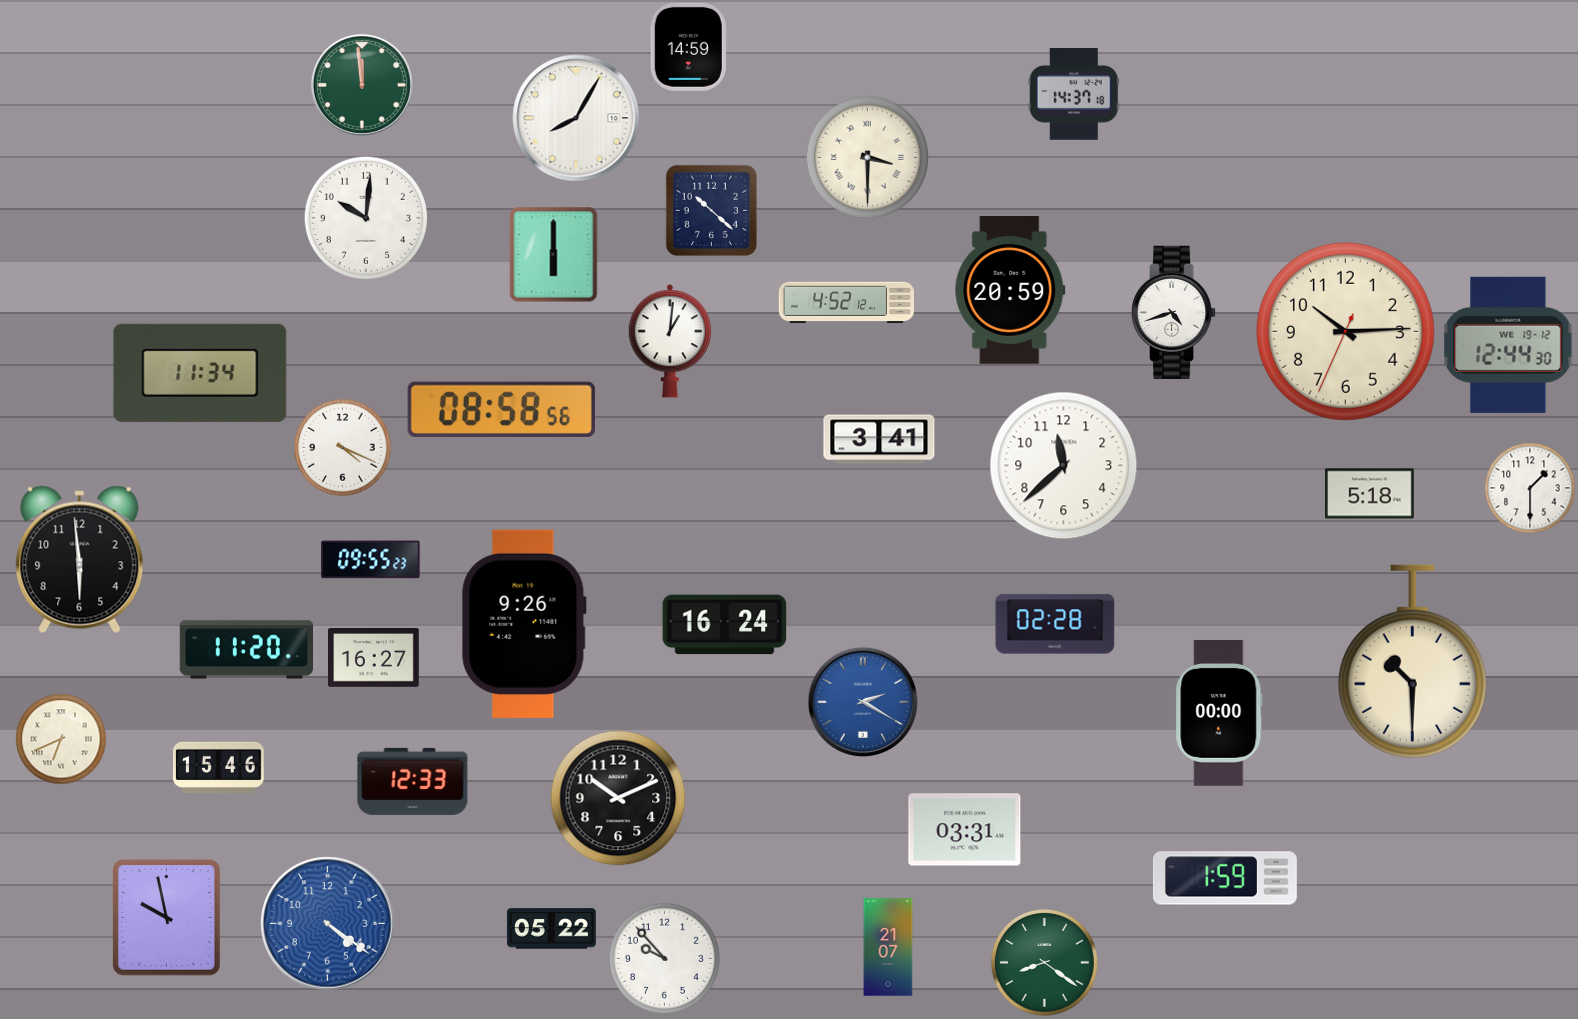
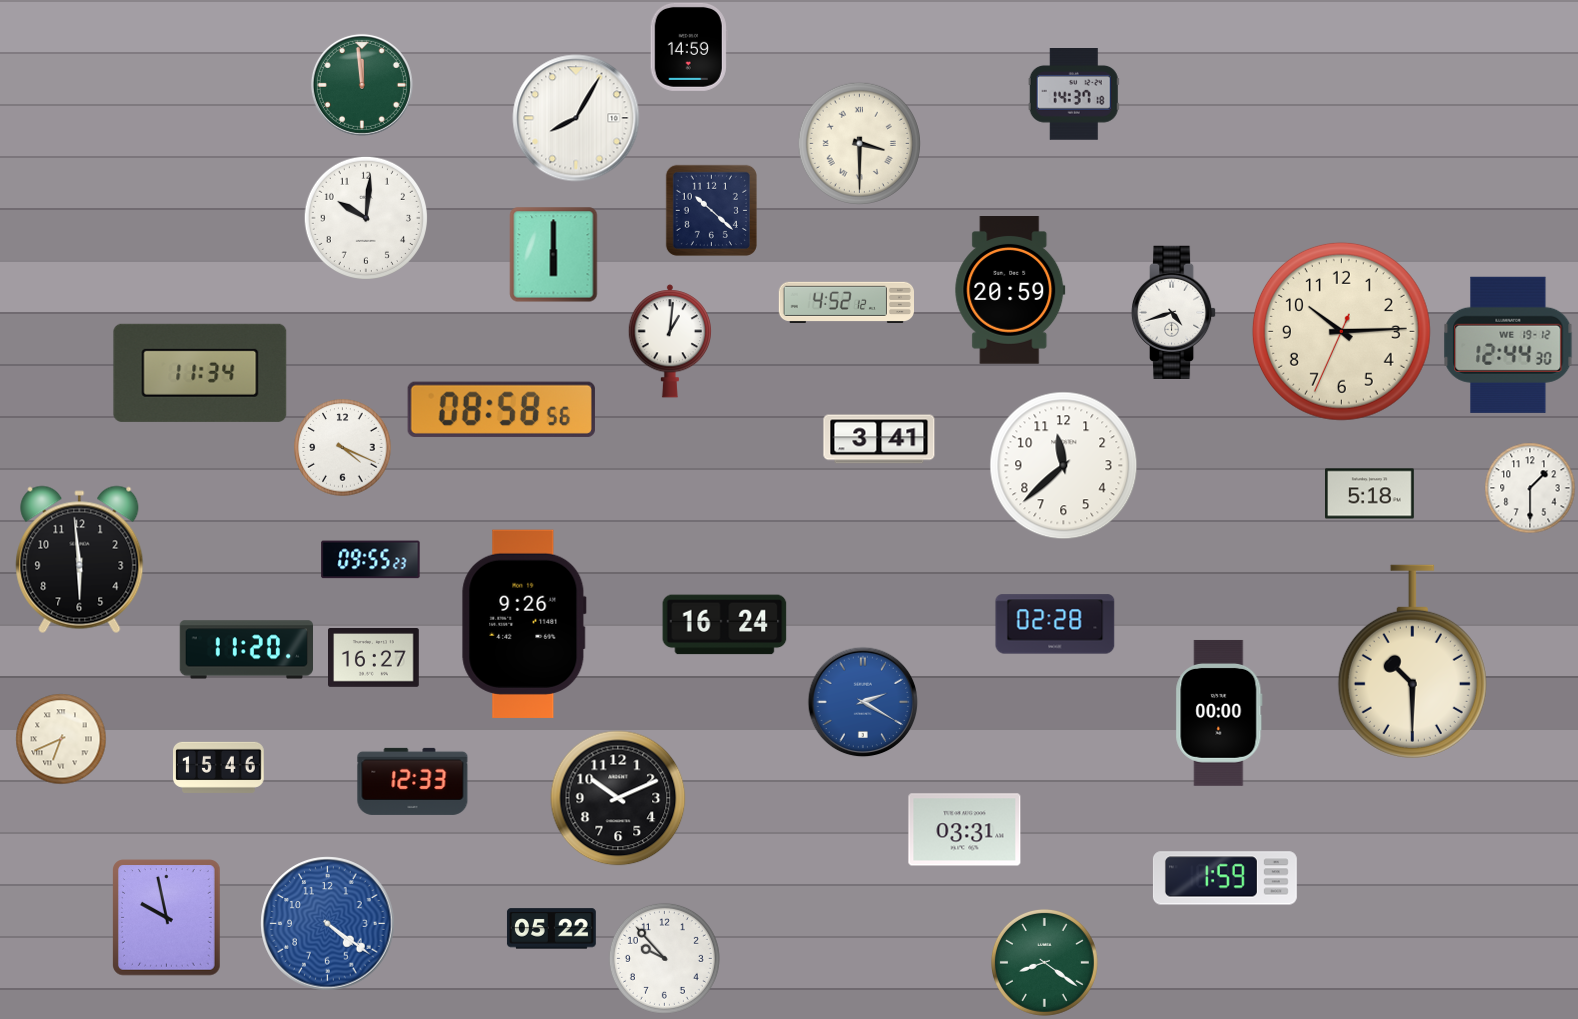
clock at (867, 157) position: (867, 157) -> (859, 143)
clock at (1345, 331) position: (1345, 331) -> (1341, 331)
clock at (888, 947): 21:07 -> none
